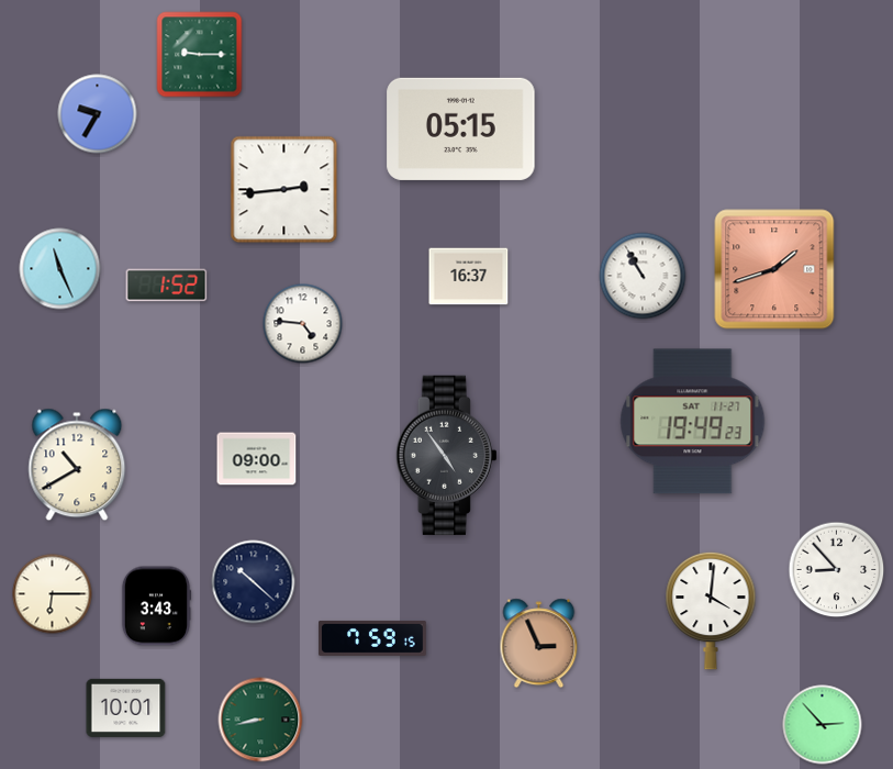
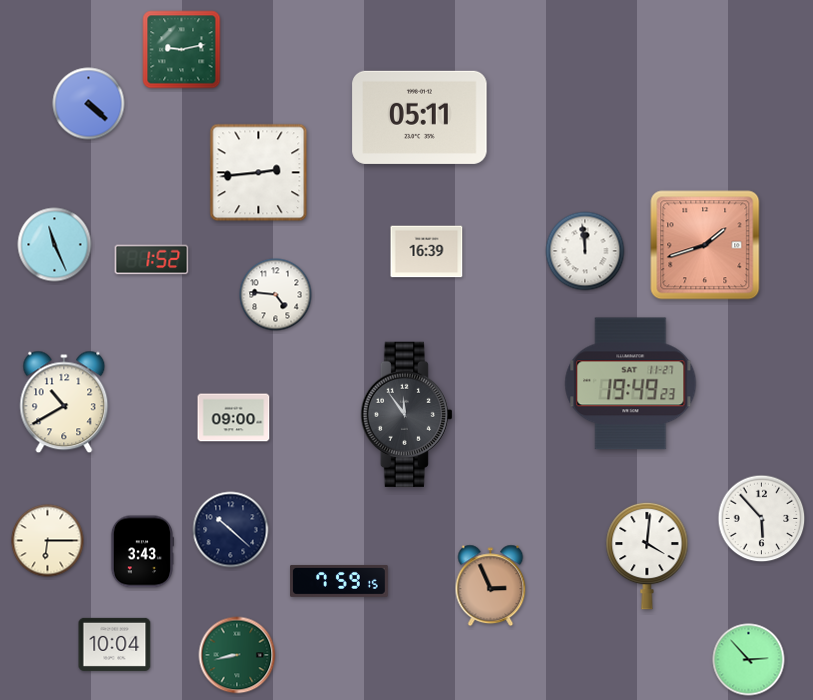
clock at (200, 55): 9:15 -> 9:13
clock at (98, 114): 9:35 -> 4:22
clock at (461, 129): 05:15 -> 05:11
clock at (643, 276): 10:55 -> 11:59
clock at (469, 277): 16:37 -> 16:39
clock at (446, 455): 4:54 -> 11:54
clock at (77, 465) position: (77, 465) -> (64, 402)
clock at (837, 570): 8:53 -> 5:53
clock at (126, 707): 10:01 -> 10:04
